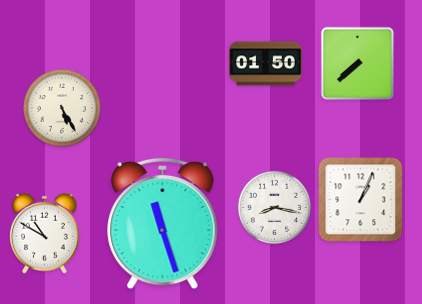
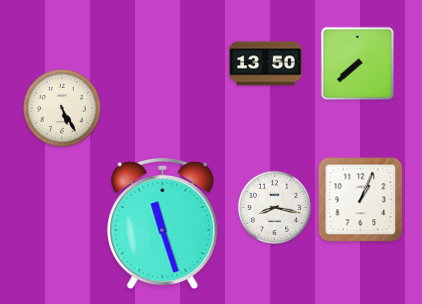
clock at (266, 64): 01:50 -> 13:50
clock at (45, 233): 10:50 -> none
